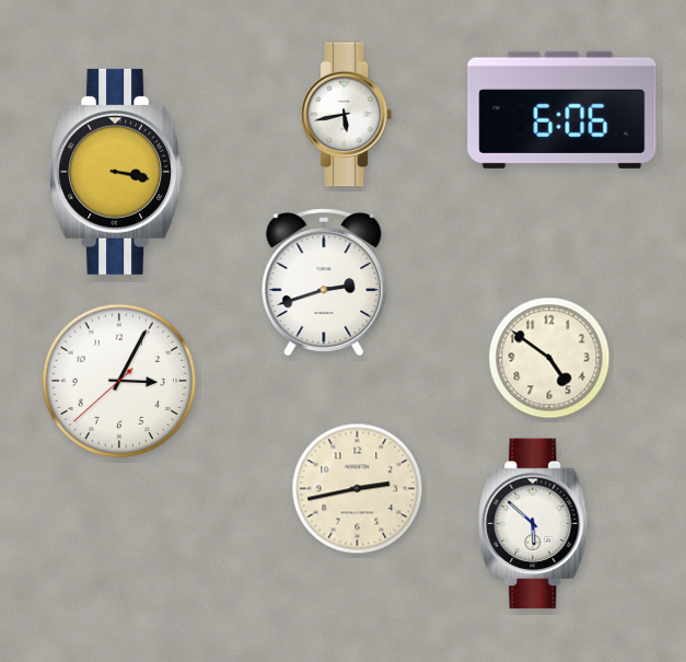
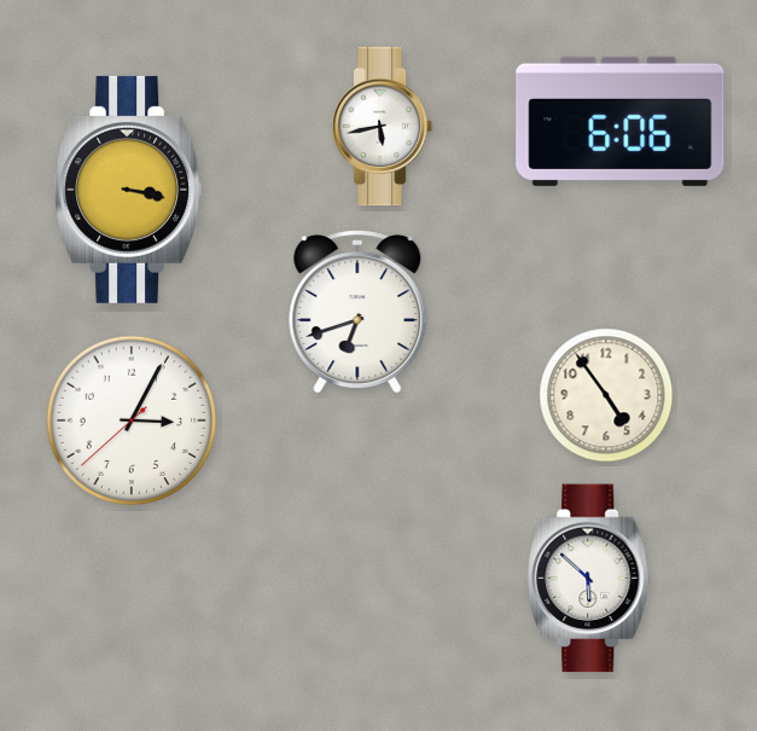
clock at (324, 282): 2:42 -> 6:42
clock at (549, 358): 4:51 -> 4:54
clock at (358, 489): 2:43 -> none
